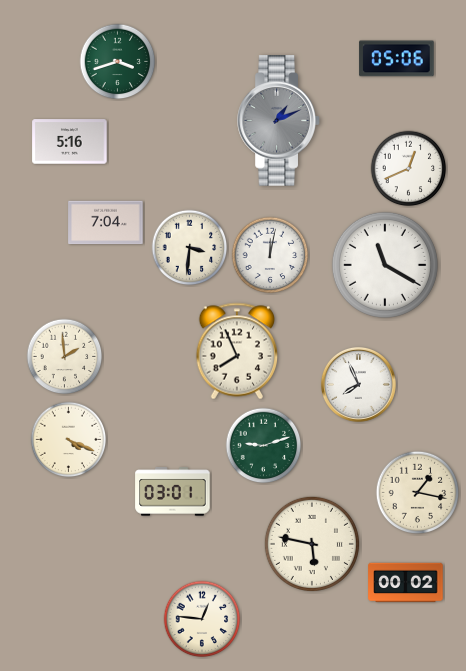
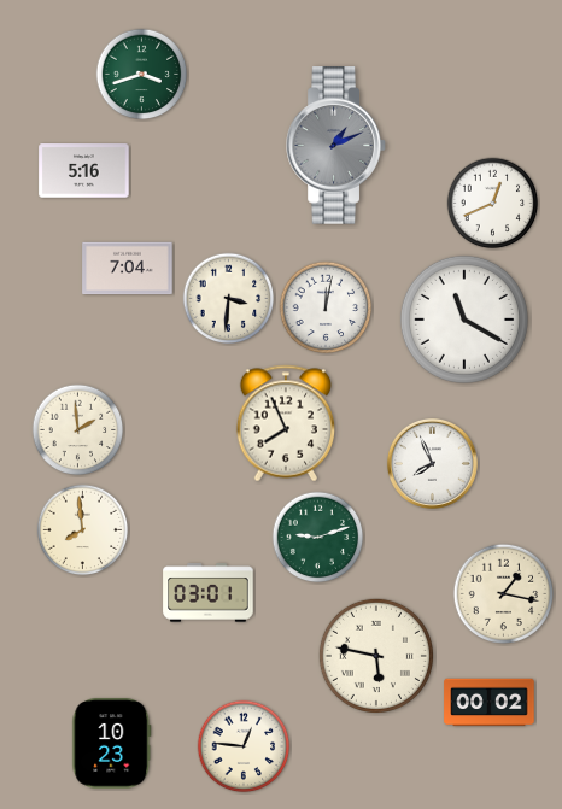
clock at (397, 59): 05:06 -> none
clock at (69, 440): 4:19 -> 7:59
clock at (112, 744): none -> 10:23
